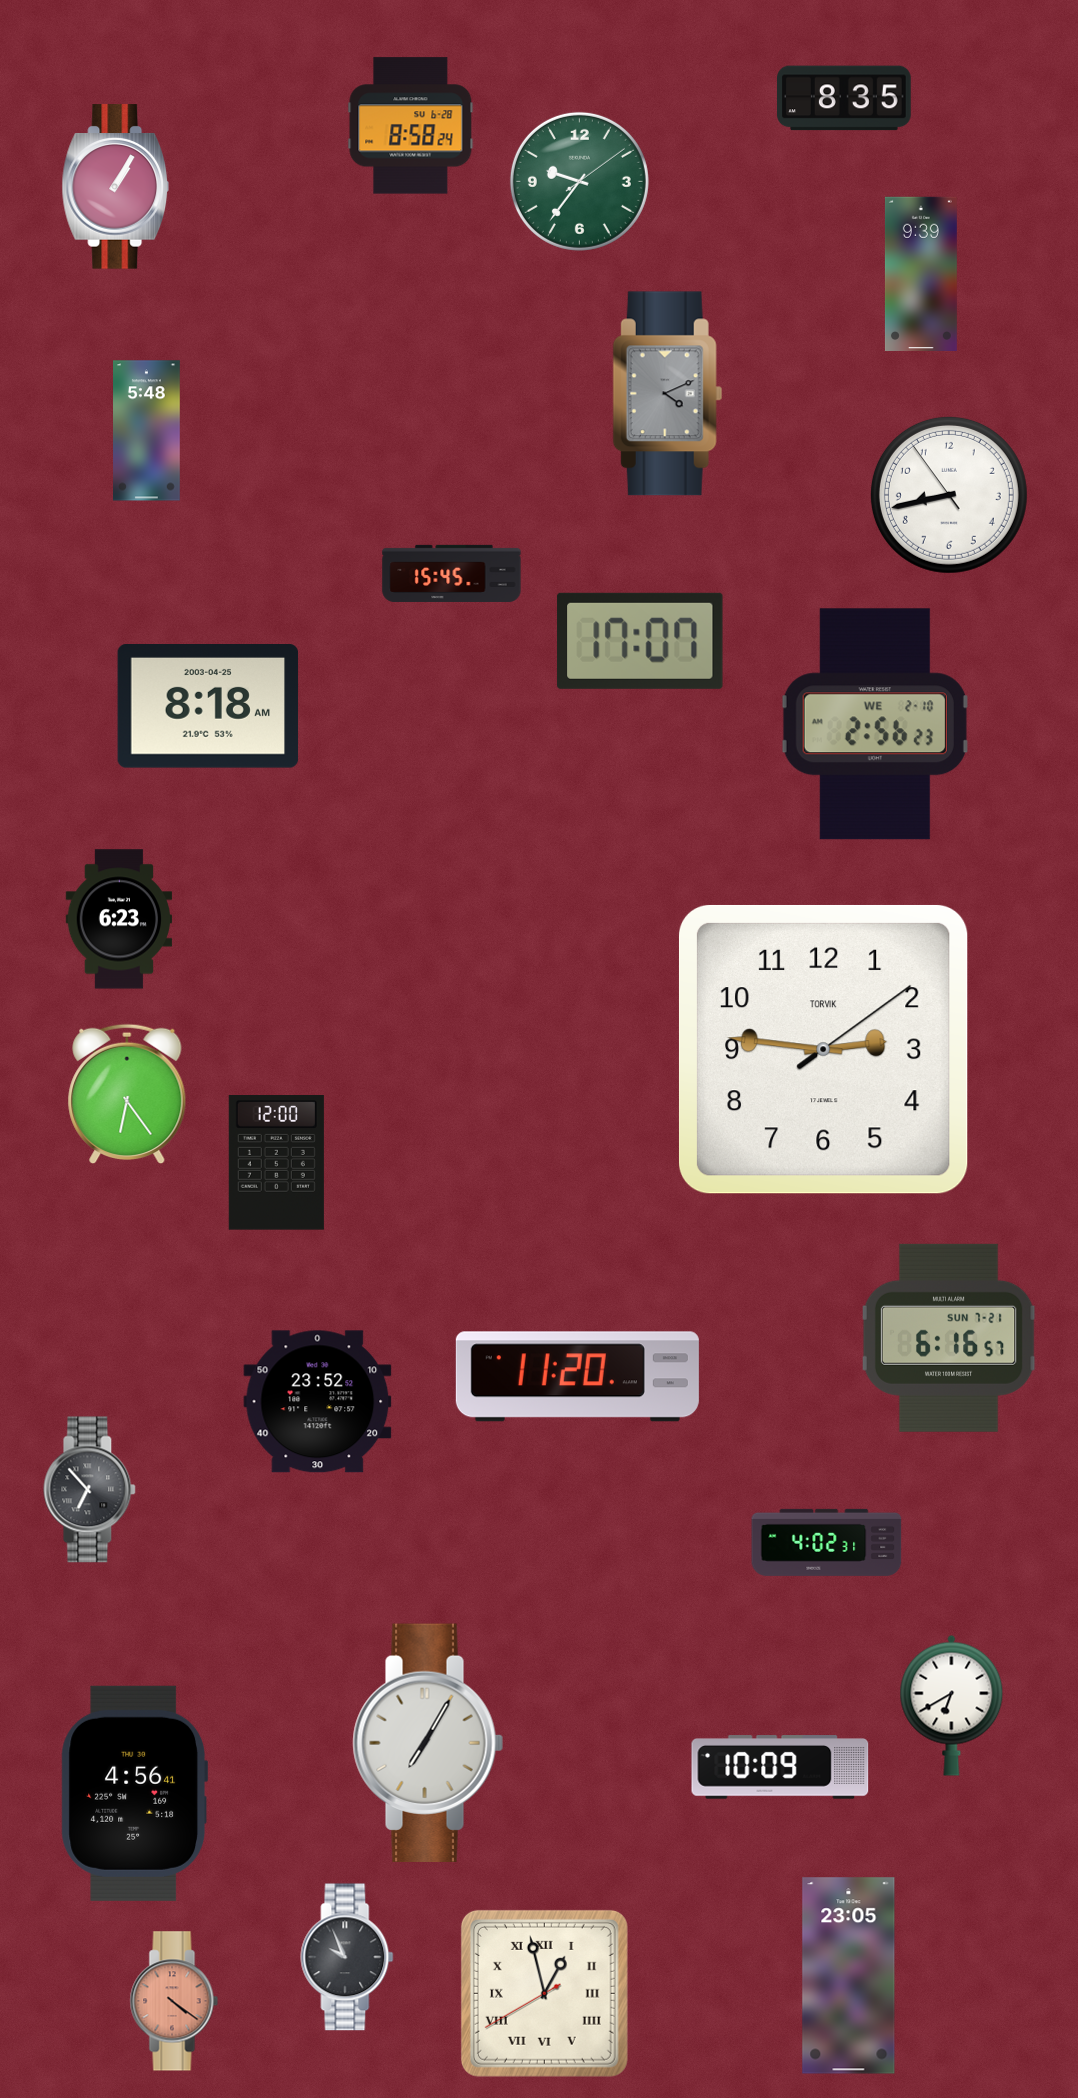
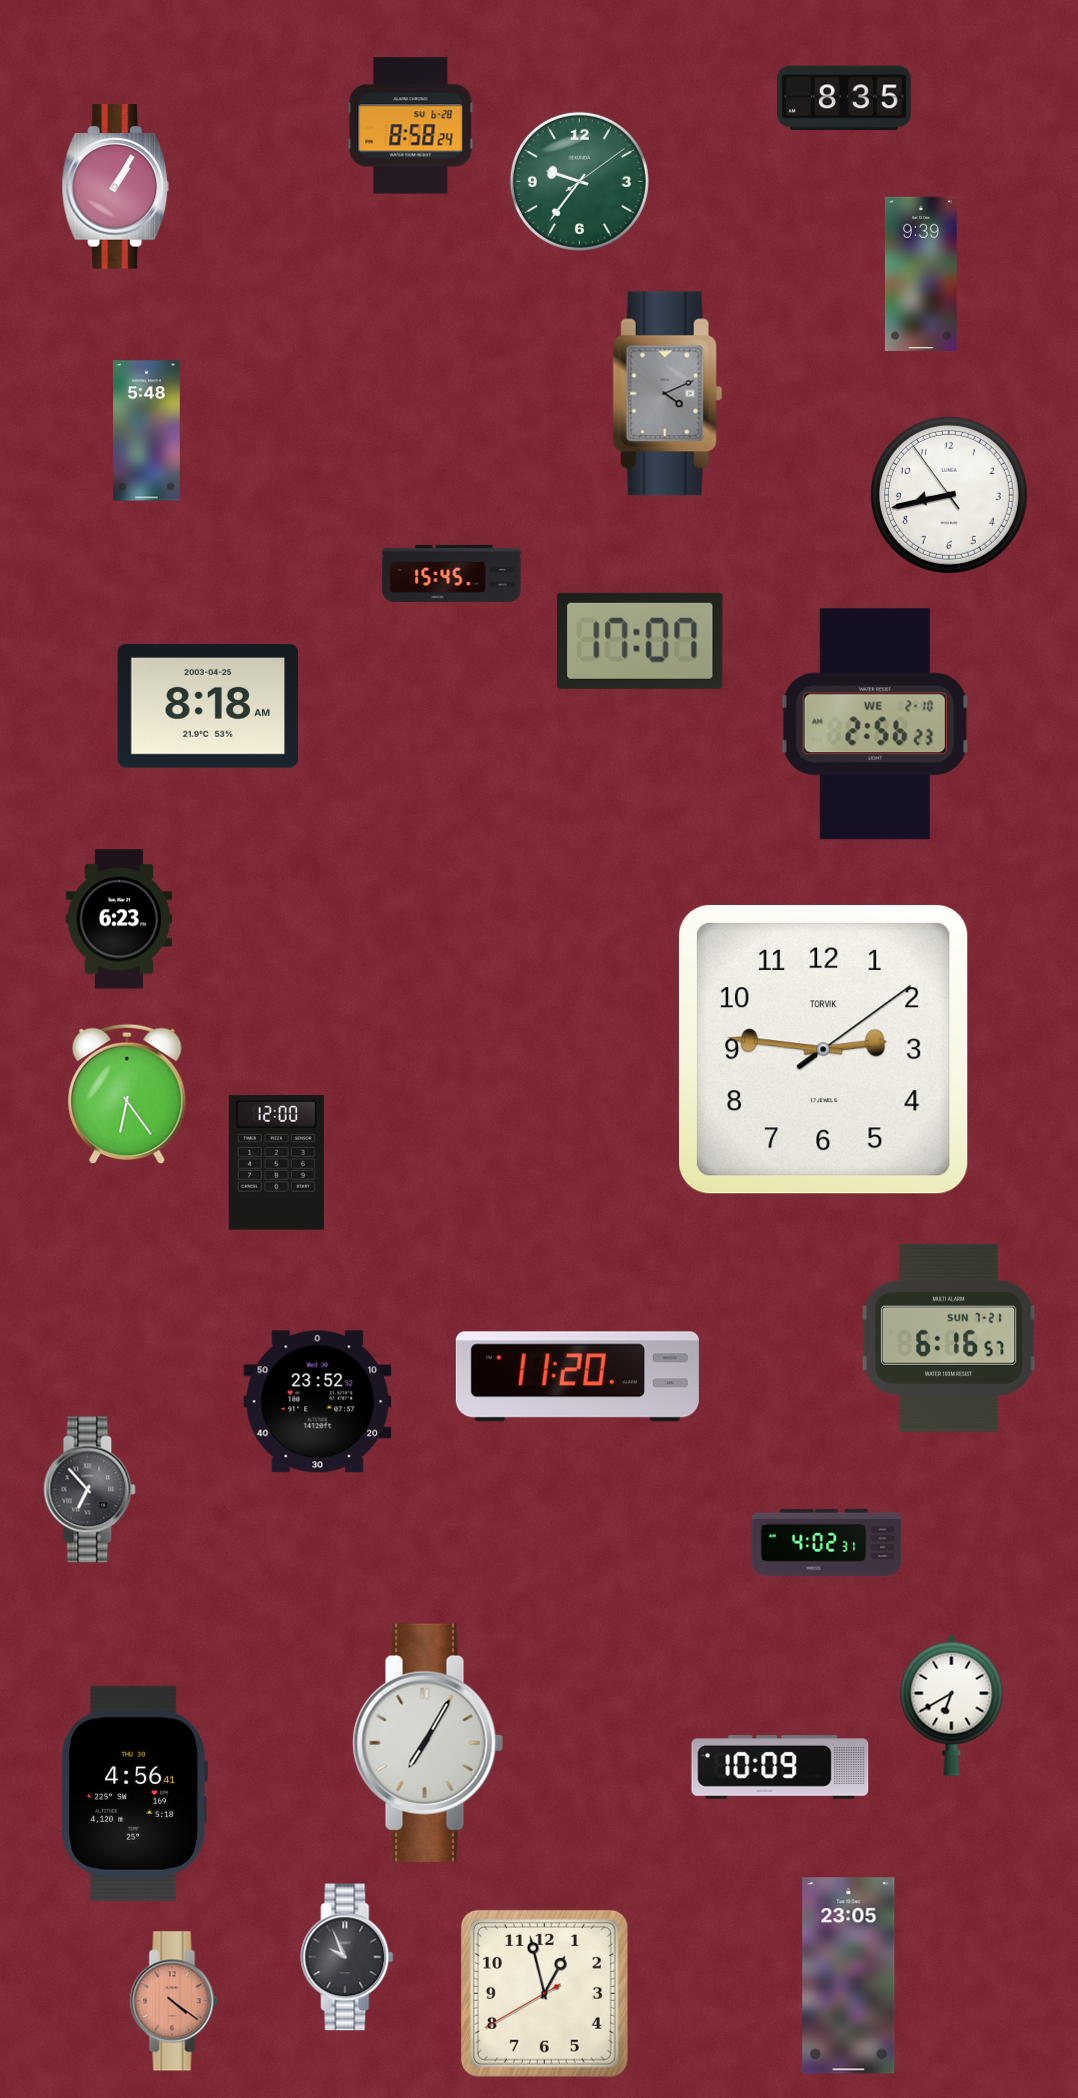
clock at (544, 1993) numerals: Roman -> Arabic
